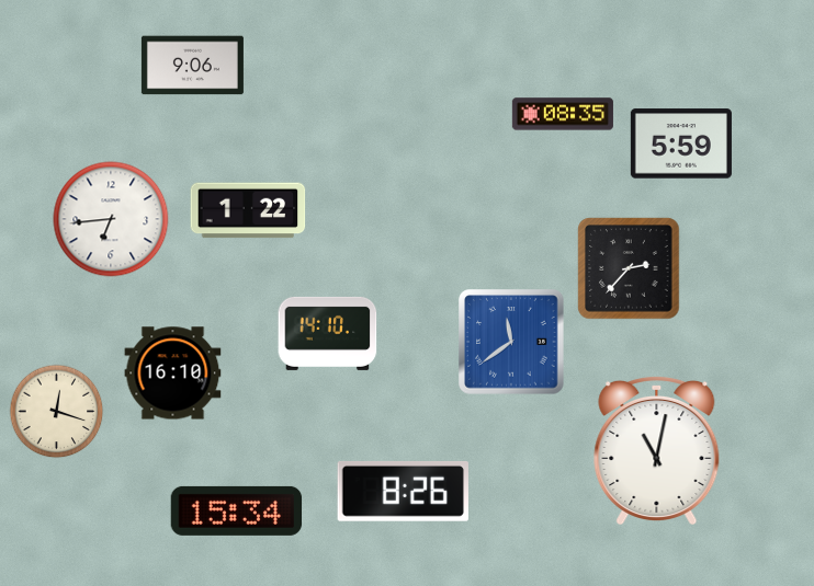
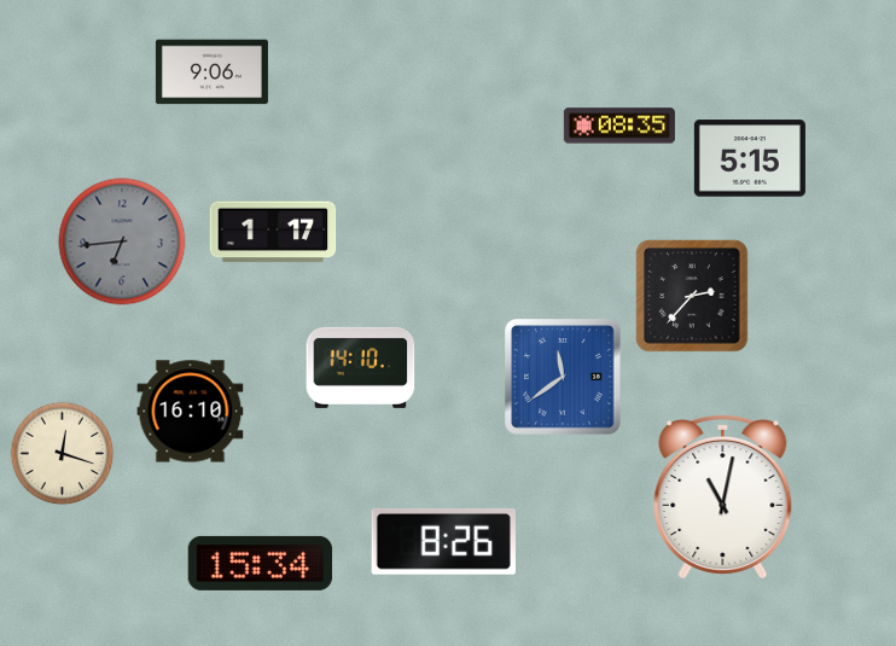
clock at (681, 143): 5:59 -> 5:15
clock at (248, 210): 1:22 -> 1:17
clock at (111, 219) dial: white -> grey
